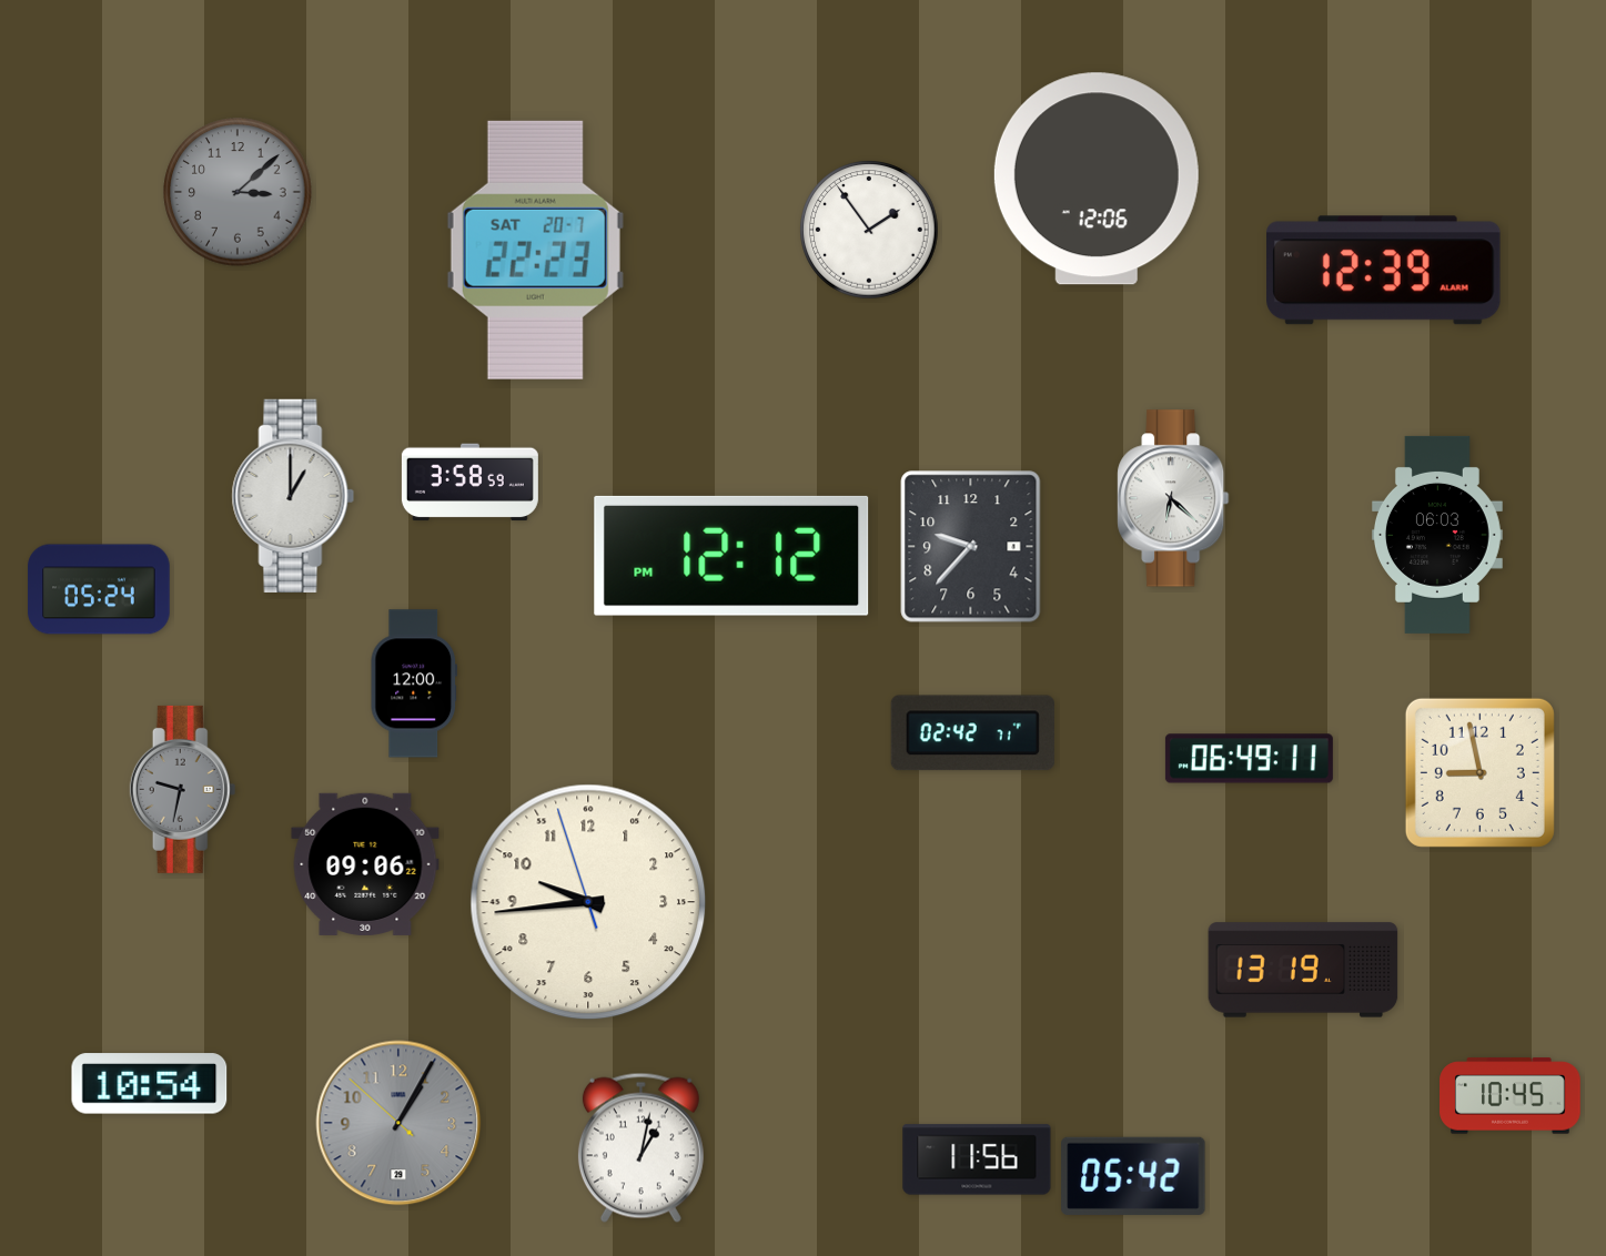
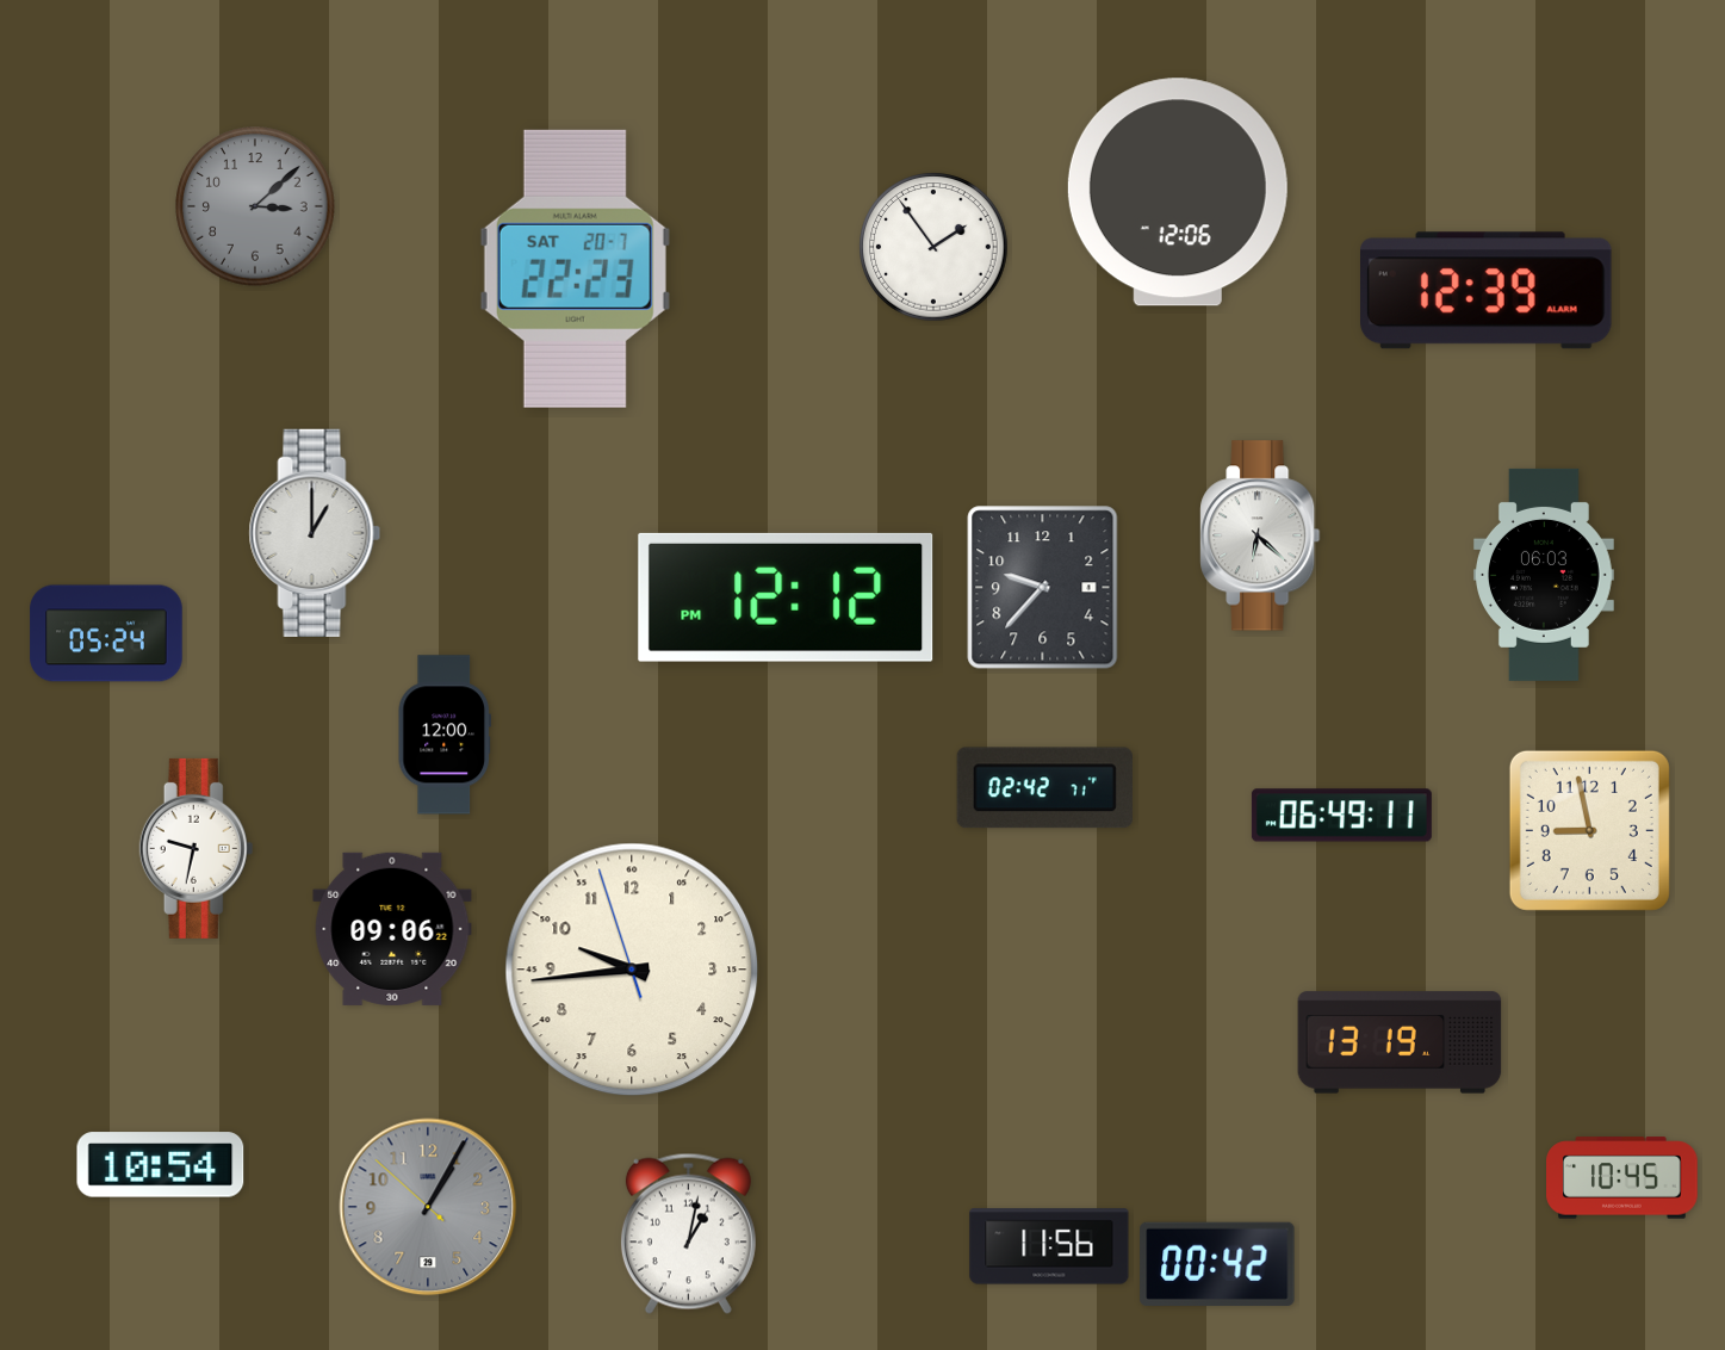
clock at (469, 483): 3:58 -> none
clock at (183, 789) dial: grey -> white
clock at (1133, 1176): 05:42 -> 00:42
